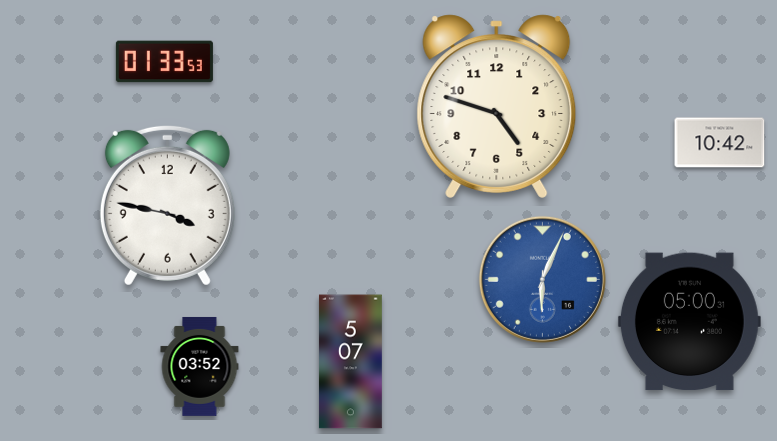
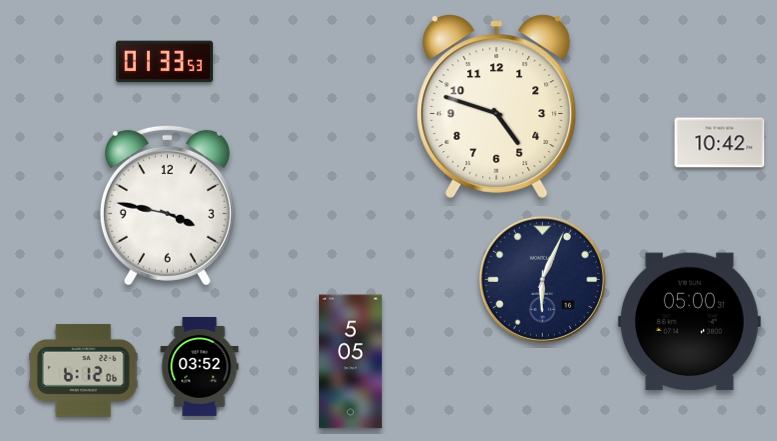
clock at (542, 279) dial: blue -> navy
clock at (350, 362): 5:07 -> 5:05
clock at (83, 370): none -> 6:12
